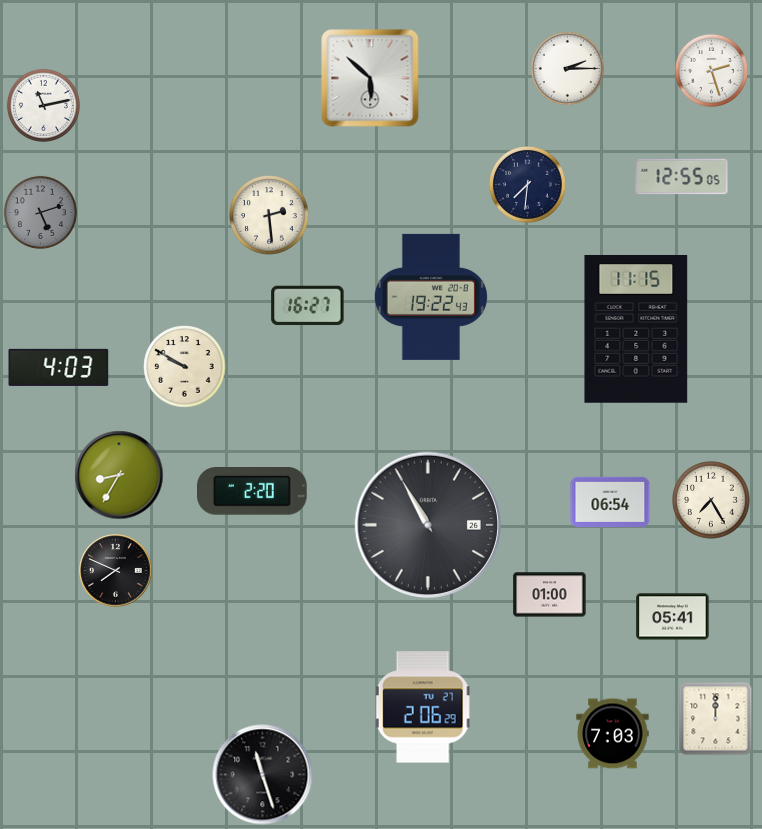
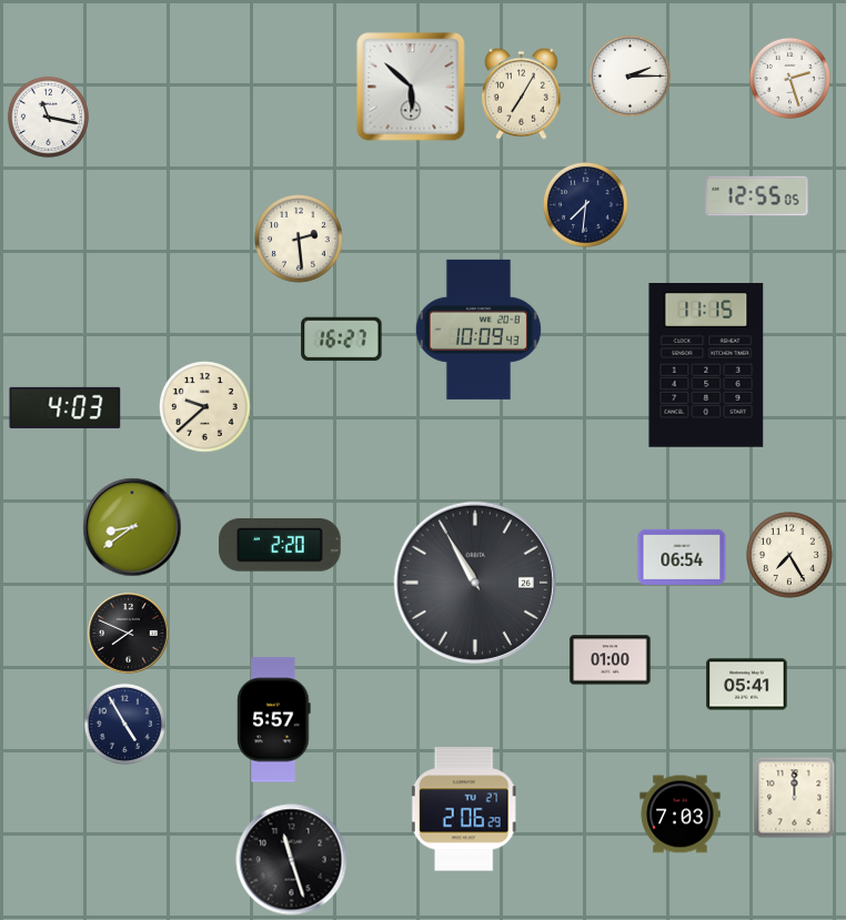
clock at (521, 93): none -> 7:05
clock at (43, 105): 11:13 -> 11:17
clock at (40, 212): 5:12 -> none
clock at (431, 297): 19:22 -> 10:09
clock at (185, 367): 9:50 -> 9:38
clock at (119, 475): 8:35 -> 8:39
clock at (610, 502) position: (610, 502) -> (682, 557)
clock at (274, 720): none -> 5:57
clock at (124, 724): none -> 4:55
clock at (423, 707) position: (423, 707) -> (464, 809)
